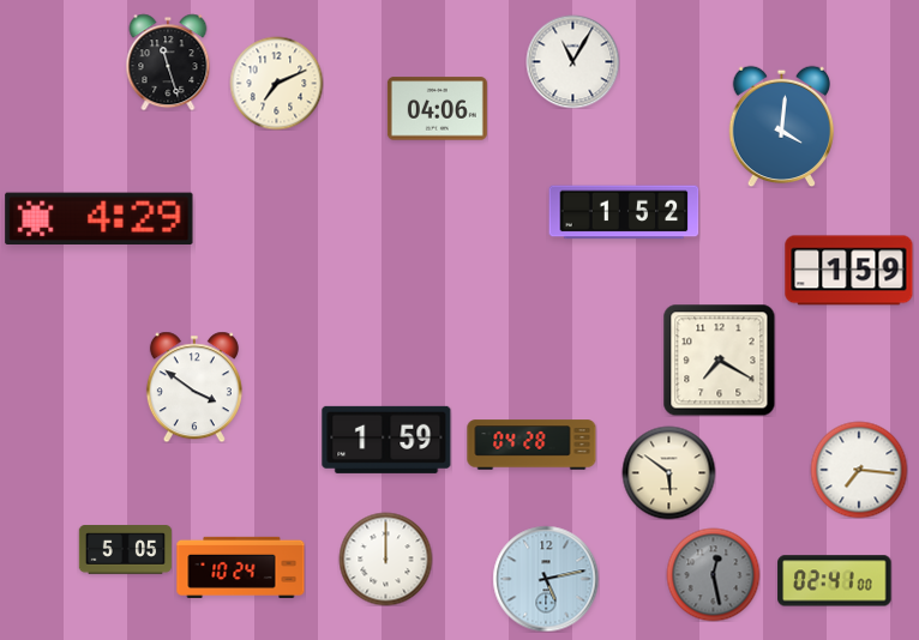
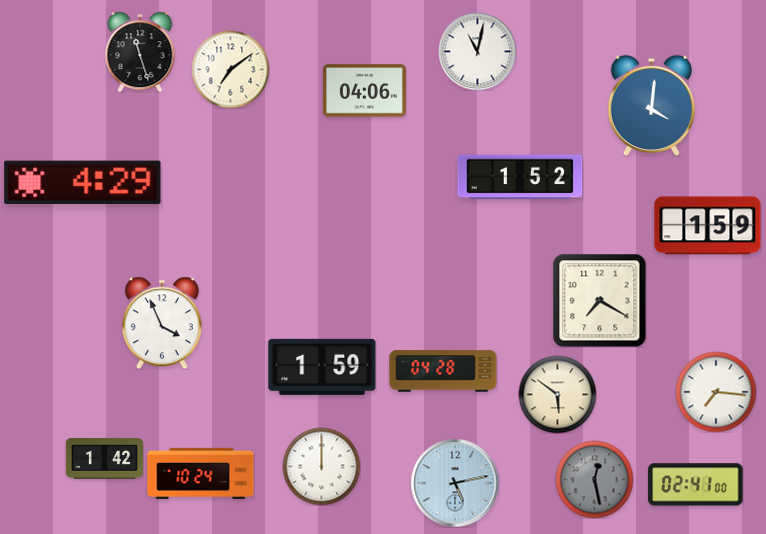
clock at (572, 61): 11:05 -> 11:02
clock at (276, 83): 7:11 -> 7:09
clock at (194, 387): 3:51 -> 3:56
clock at (125, 550): 5:05 -> 1:42
